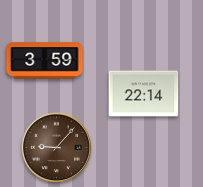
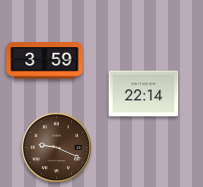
clock at (57, 148): 9:07 -> 9:19
